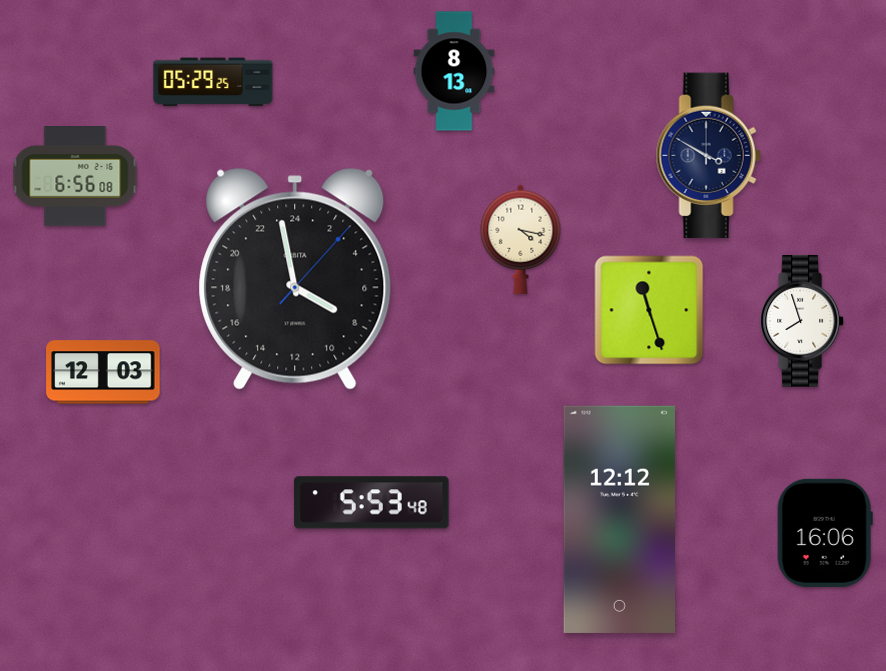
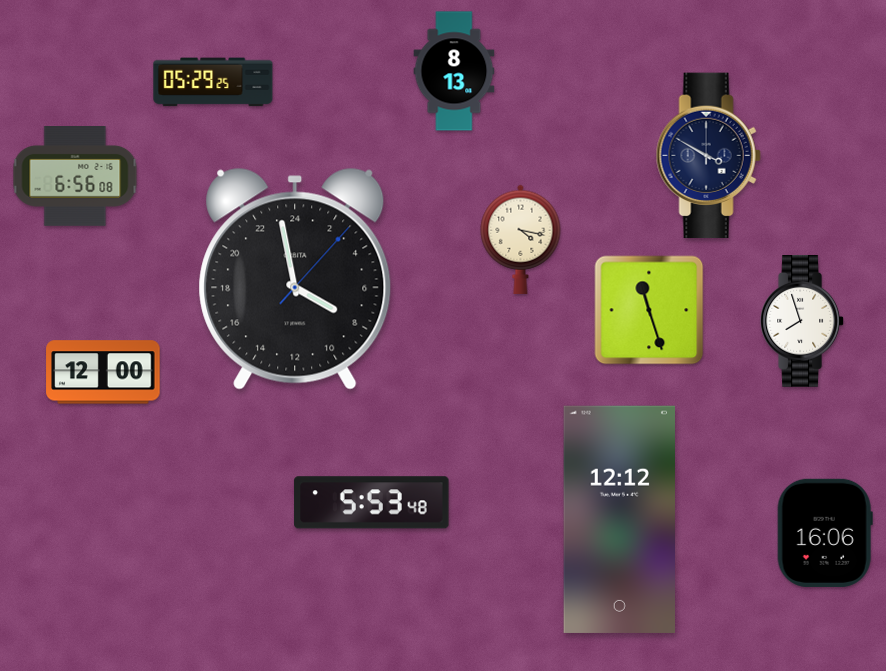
clock at (103, 372): 12:03 -> 12:00
